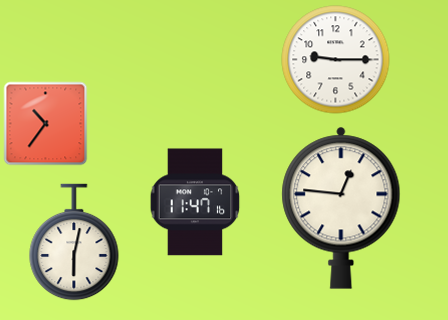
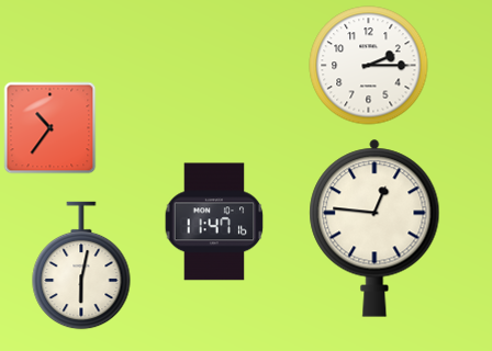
clock at (336, 60): 9:15 -> 2:15
clock at (46, 124) position: (46, 124) -> (51, 128)
